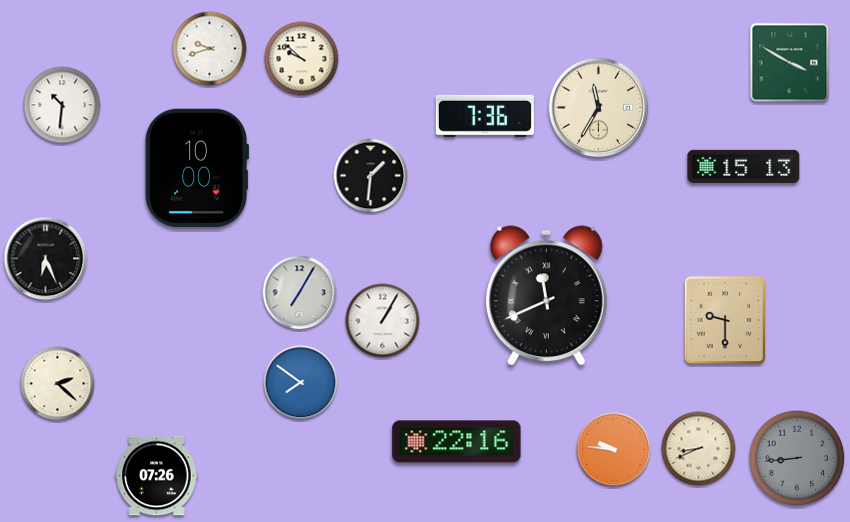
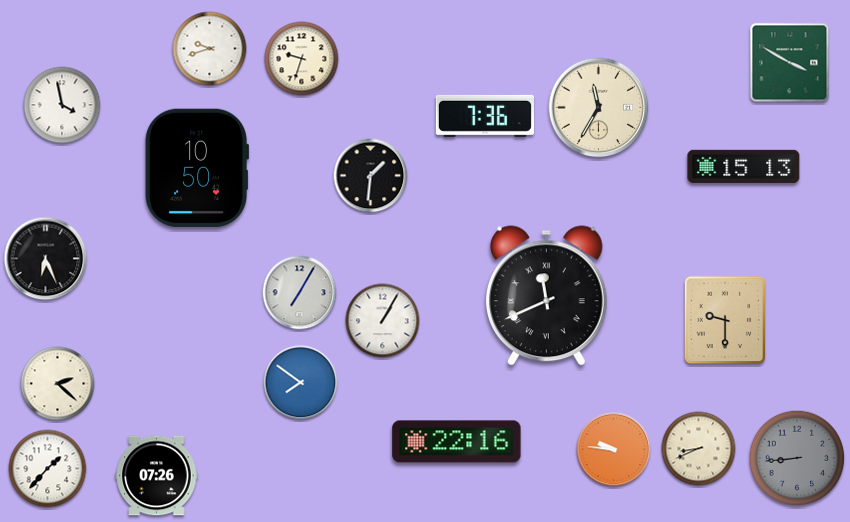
clock at (302, 59): 9:52 -> 9:33
clock at (62, 105): 10:31 -> 3:58
clock at (196, 167): 10:00 -> 10:50
clock at (48, 469): none -> 1:37
